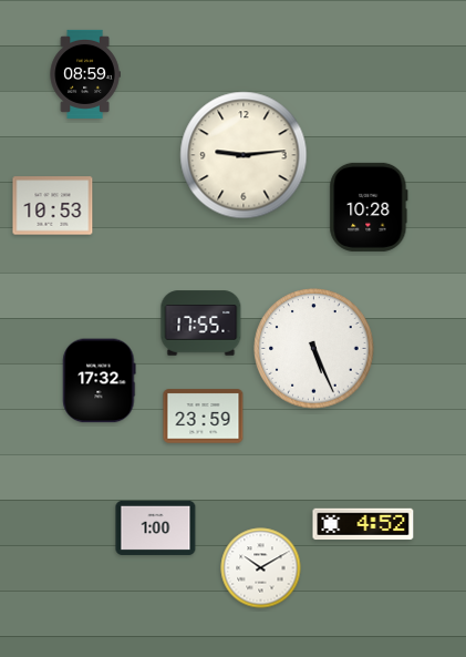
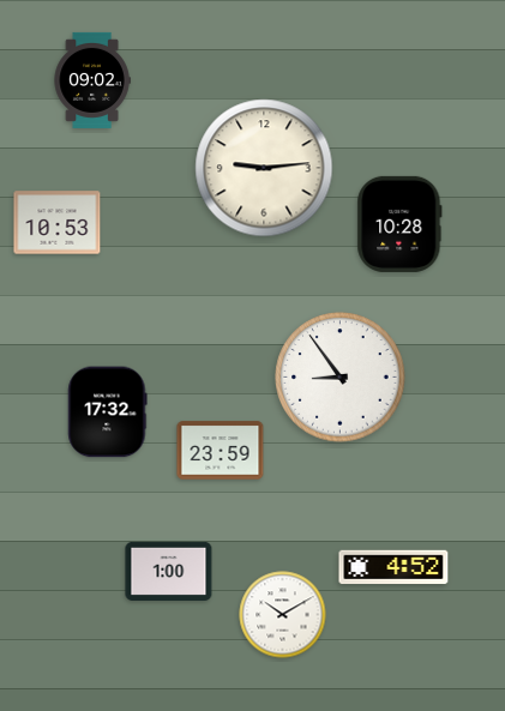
clock at (85, 74): 08:59 -> 09:02
clock at (201, 324): 17:55 -> none
clock at (314, 349): 5:26 -> 8:54
